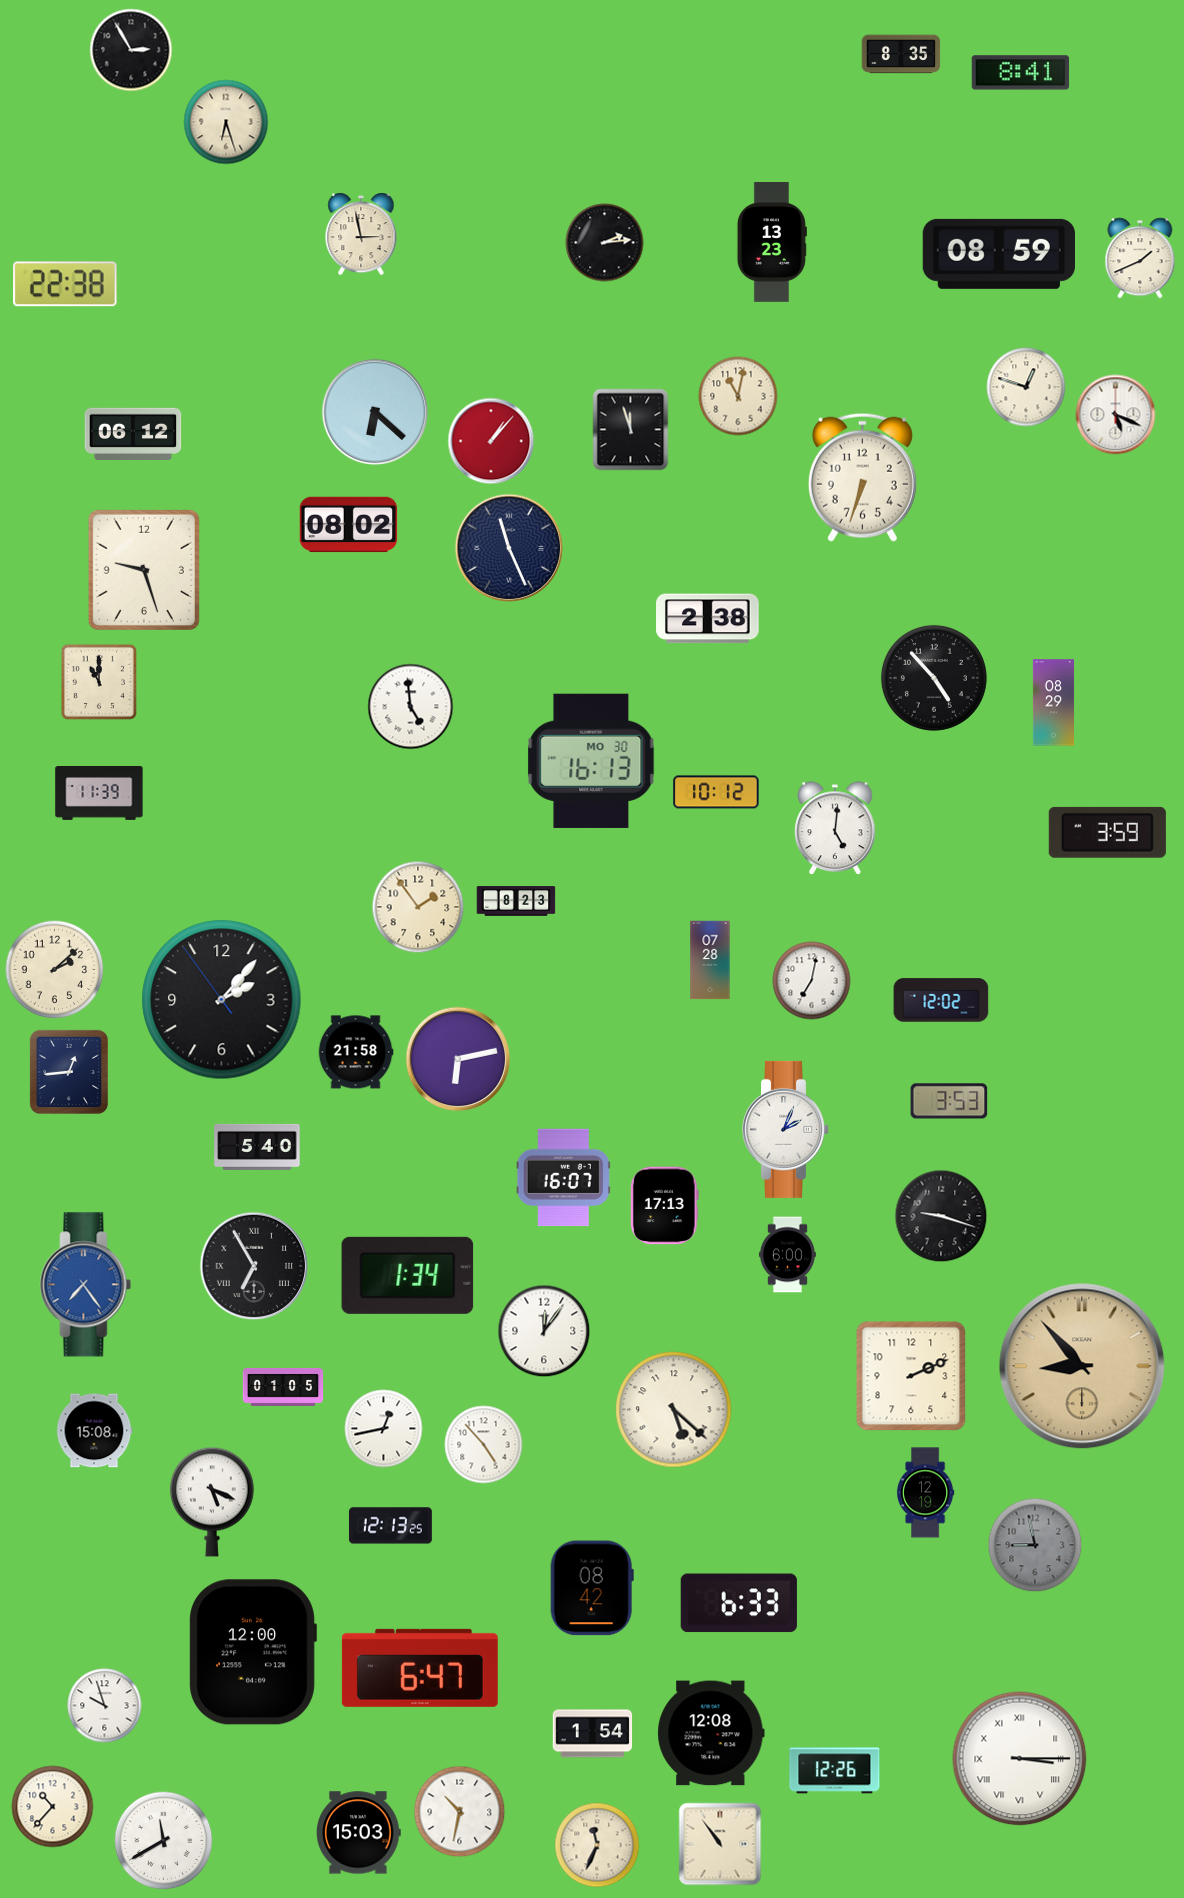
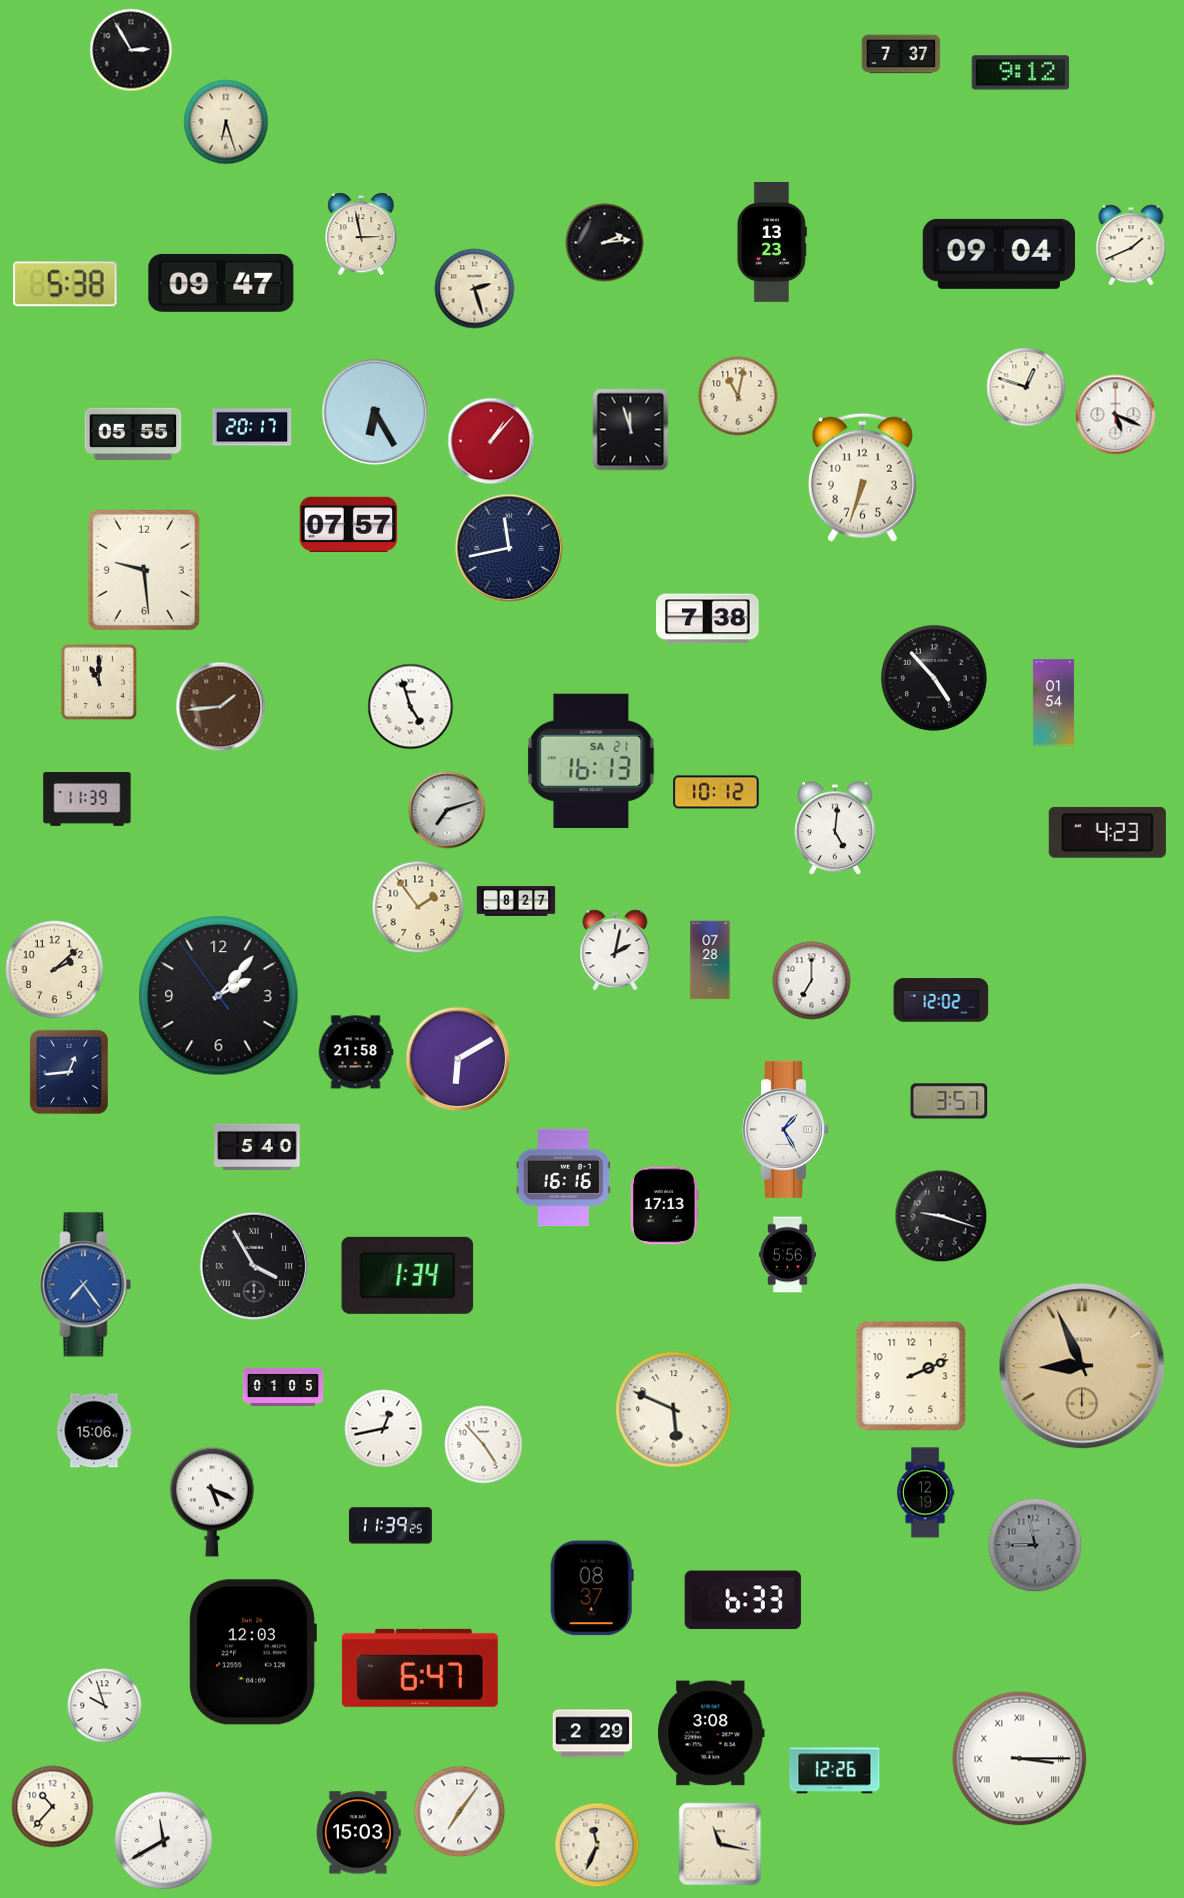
clock at (901, 54): 8:35 -> 7:37
clock at (1021, 73): 8:41 -> 9:12
clock at (999, 254): 08:59 -> 09:04
clock at (1140, 258) position: (1140, 258) -> (1131, 245)
clock at (221, 283): none -> 09:47
clock at (66, 284): 22:38 -> 5:38
clock at (475, 289): none -> 2:27
clock at (375, 412): 6:22 -> 6:25
clock at (252, 427): none -> 20:17
clock at (133, 433): 06:12 -> 05:55
clock at (349, 525): 08:02 -> 07:57
clock at (509, 548): 11:26 -> 11:43
clock at (144, 570): 9:27 -> 9:29
clock at (708, 619): 2:38 -> 7:38
clock at (1053, 703): 08:29 -> 01:54
clock at (221, 707): none -> 1:44
clock at (411, 707): 4:59 -> 4:57
clock at (591, 761) date: MO 30 -> SA 21
clock at (99, 794) position: (99, 794) -> (87, 800)
clock at (447, 810): none -> 7:12
clock at (1107, 832): 3:59 -> 4:23
clock at (516, 901): 8:23 -> 8:27
clock at (615, 950): none -> 2:02
clock at (812, 981): 7:02 -> 7:00
clock at (222, 1000) position: (222, 1000) -> (219, 996)
clock at (458, 1059): 6:13 -> 6:10
clock at (949, 1101): 3:53 -> 3:57
clock at (786, 1129): 2:04 -> 1:25
clock at (563, 1178): 16:07 -> 16:16
clock at (787, 1255): 6:00 -> 5:56
clock at (254, 1266): 6:55 -> 3:55
clock at (544, 1331): 12:06 -> none
clock at (1082, 1366): 8:53 -> 8:56
clock at (674, 1410): 5:22 -> 5:49
clock at (94, 1431): 15:08 -> 15:06
clock at (390, 1526): 12:13 -> 11:39
clock at (592, 1588): 08:42 -> 08:37
clock at (739, 1603) position: (739, 1603) -> (743, 1600)
clock at (253, 1652): 12:00 -> 12:03
clock at (711, 1733): 12:08 -> 3:08
clock at (593, 1734): 1:54 -> 2:29
clock at (460, 1812): 10:32 -> 7:06
clock at (720, 1844): 10:54 -> 11:17
